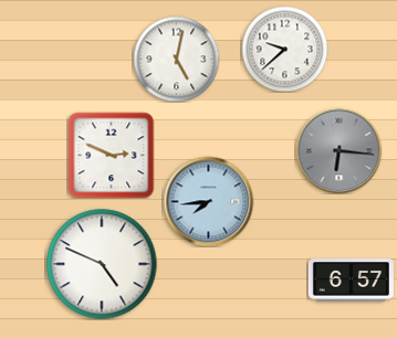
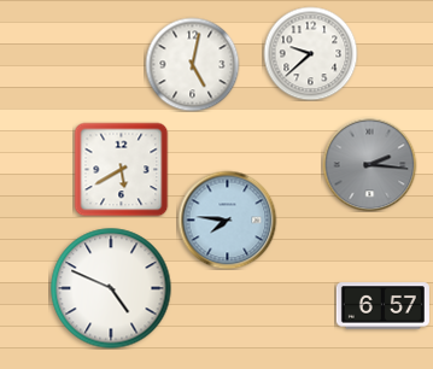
clock at (338, 150): 6:16 -> 2:16
clock at (111, 155): 2:49 -> 5:40
clock at (208, 201): 7:44 -> 7:46
